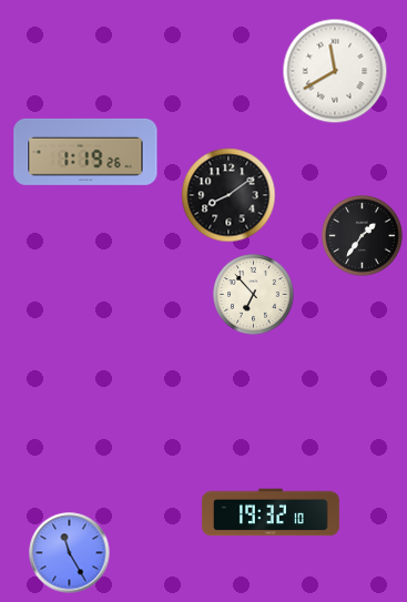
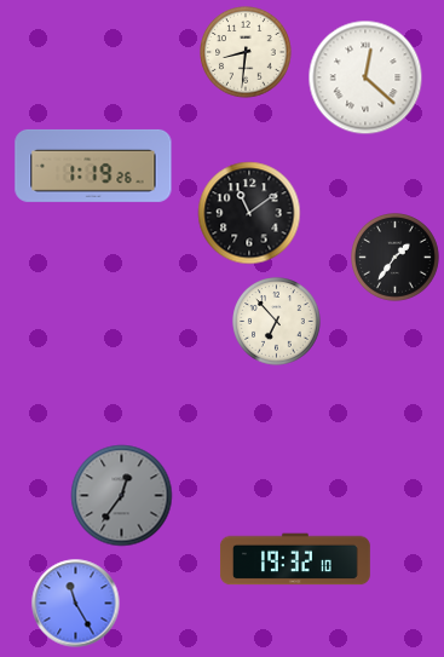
clock at (246, 52): none -> 8:31
clock at (335, 71): 11:40 -> 12:22
clock at (228, 195): 8:09 -> 11:09
clock at (122, 496): none -> 12:36
